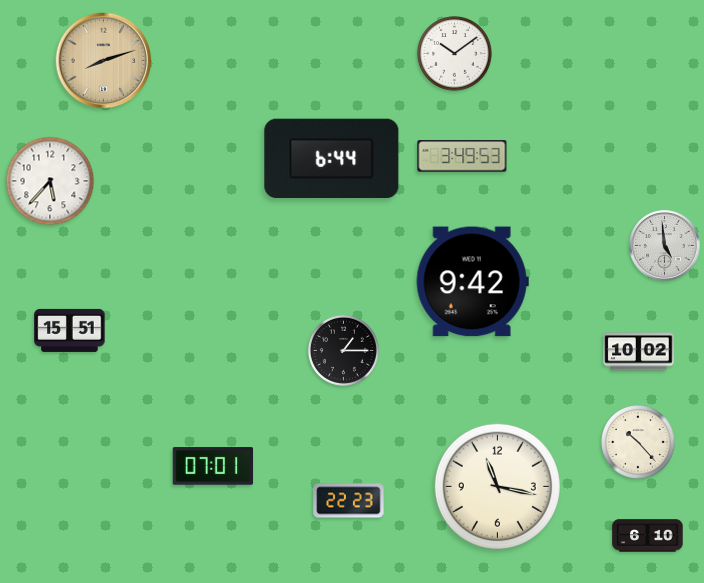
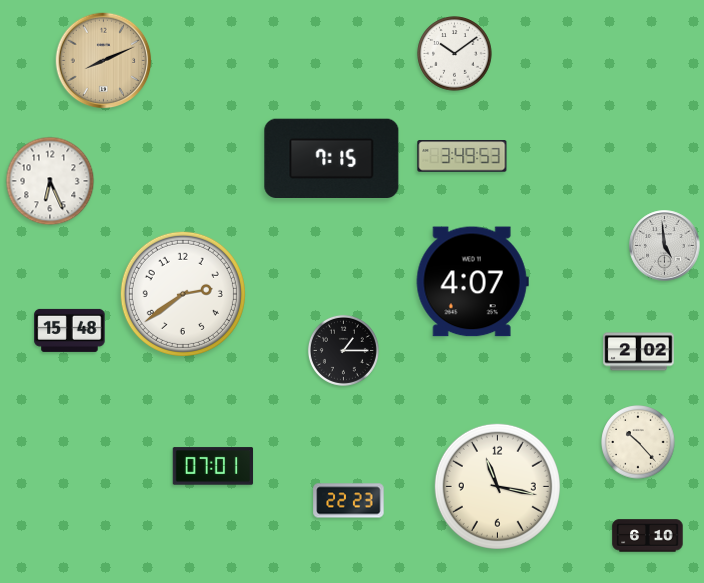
clock at (104, 61): 8:12 -> 8:11
clock at (332, 158): 6:44 -> 7:15
clock at (50, 181): 5:37 -> 6:26
clock at (472, 282): 9:42 -> 4:07
clock at (183, 294): none -> 2:39
clock at (70, 330): 15:51 -> 15:48
clock at (639, 352): 10:02 -> 2:02
